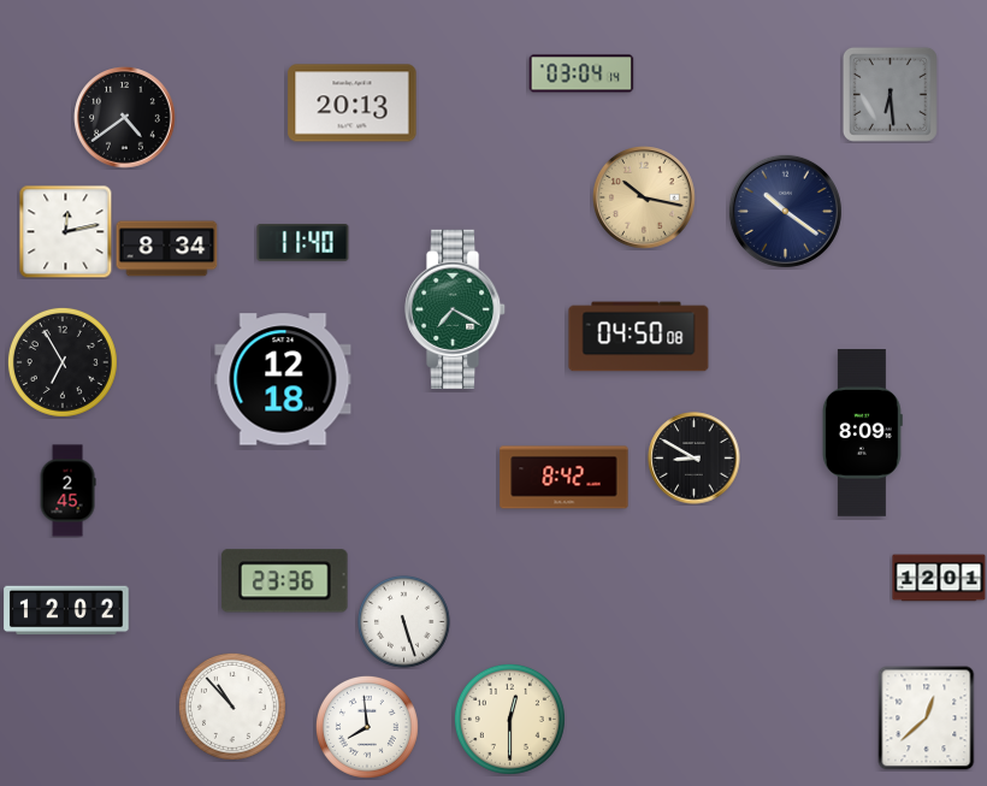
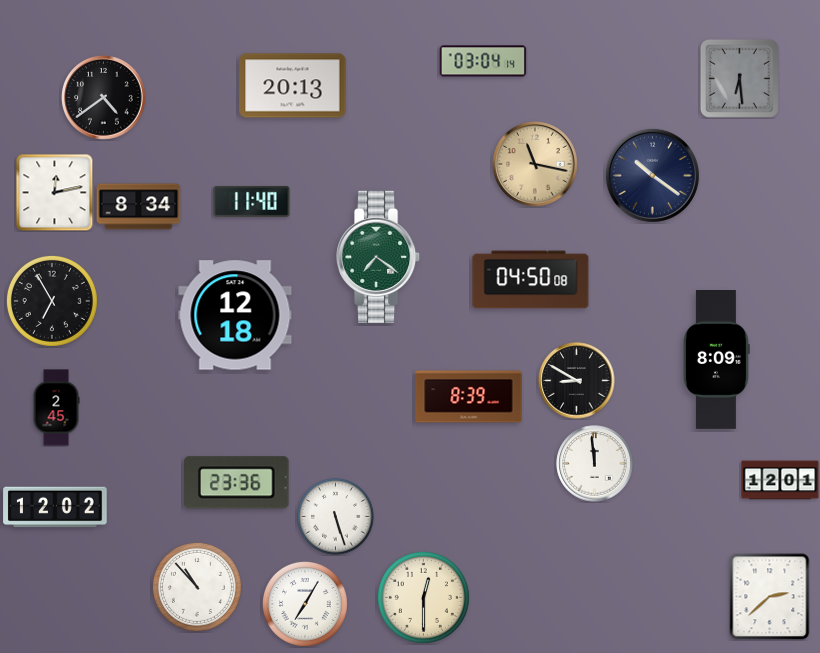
clock at (645, 199): 10:17 -> 11:17
clock at (456, 309): 7:20 -> 7:21
clock at (565, 478): 8:42 -> 8:39
clock at (595, 464): none -> 11:59
clock at (232, 707) position: (232, 707) -> (197, 587)
clock at (927, 719): 12:38 -> 2:38
clock at (367, 727): 7:59 -> 7:05
